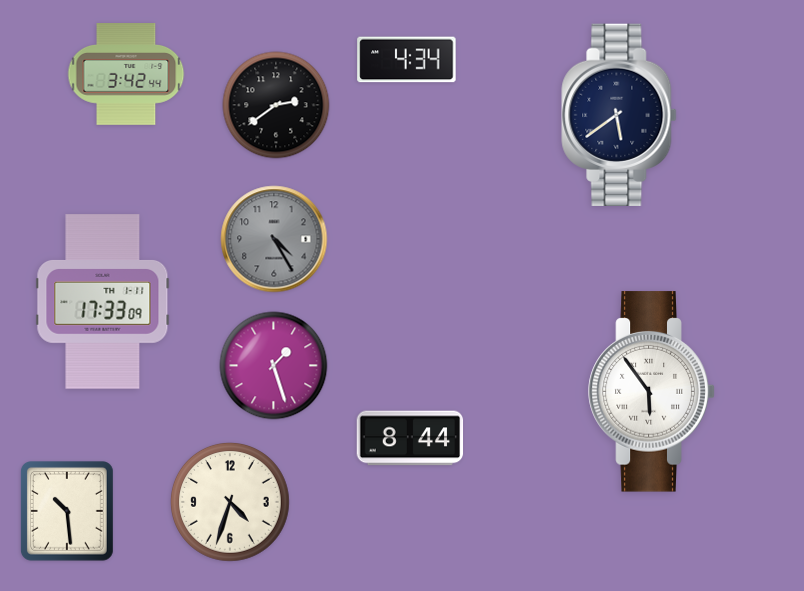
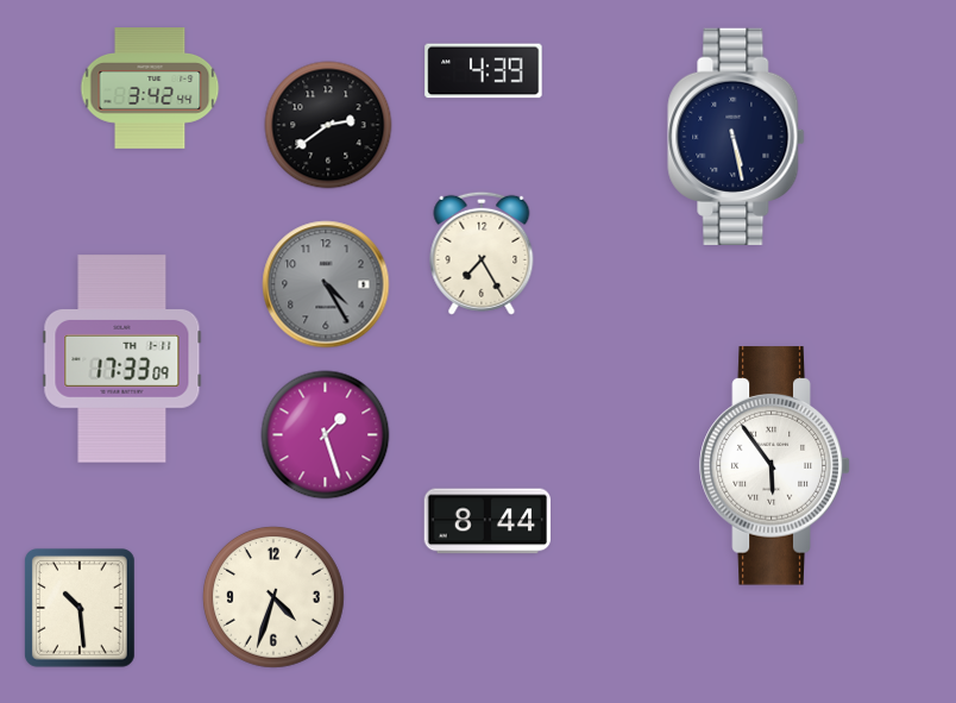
clock at (407, 60): 4:34 -> 4:39
clock at (619, 114): 5:39 -> 5:28
clock at (482, 253): none -> 7:25
